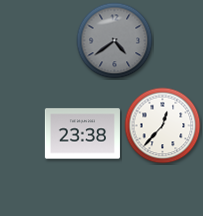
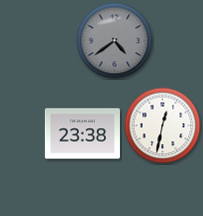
clock at (163, 126): 12:37 -> 12:32
